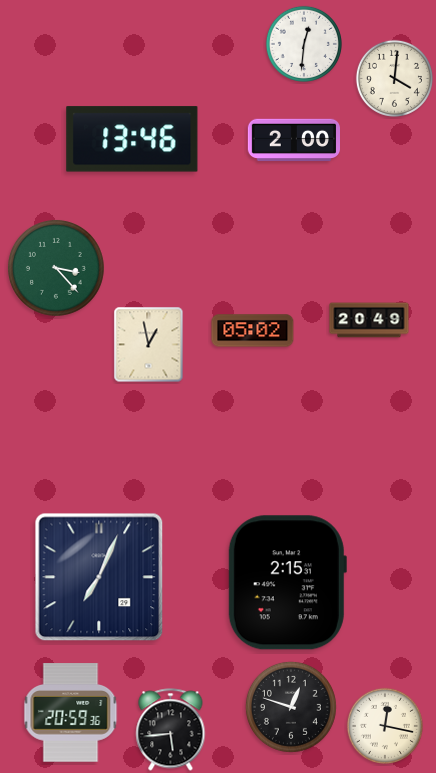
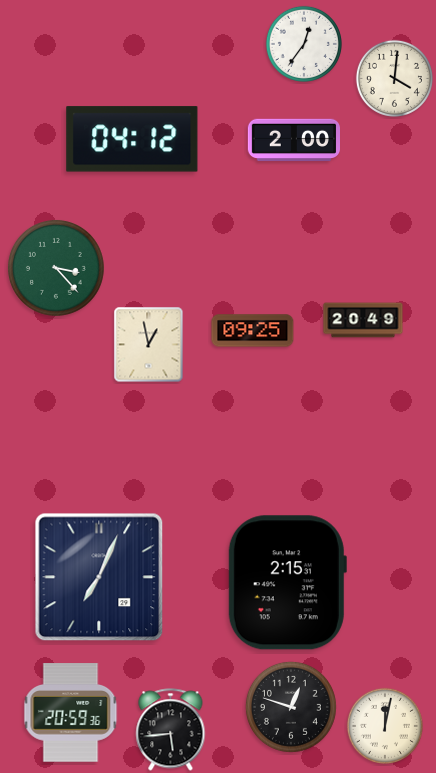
clock at (304, 44): 12:31 -> 12:36
clock at (132, 139): 13:46 -> 04:12
clock at (369, 320) position: (369, 320) -> (363, 320)
clock at (253, 331): 05:02 -> 09:25
clock at (385, 726): 12:17 -> 12:02
